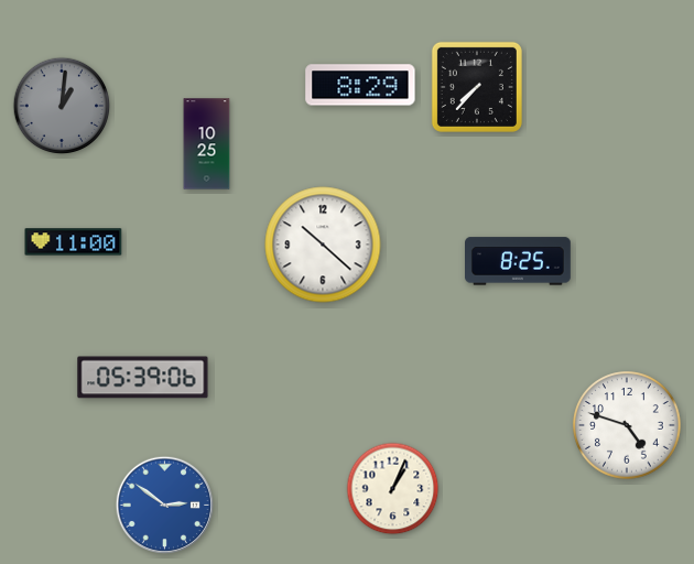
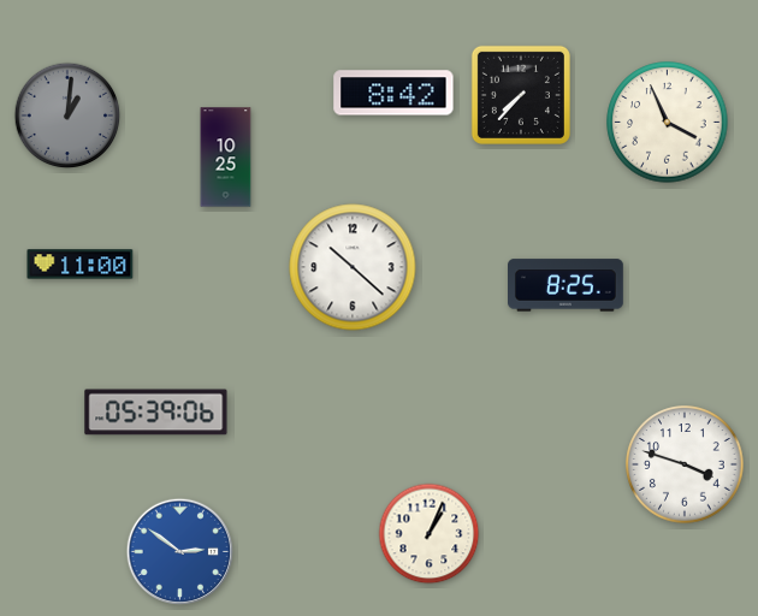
clock at (360, 85): 8:29 -> 8:42
clock at (668, 123): none -> 3:56
clock at (627, 425): 4:48 -> 3:48
